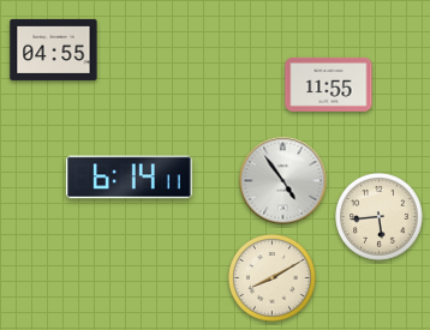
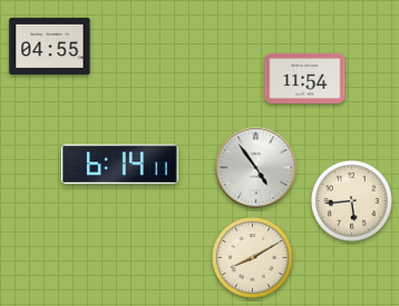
clock at (329, 84): 11:55 -> 11:54
clock at (283, 181) position: (283, 181) -> (256, 168)
